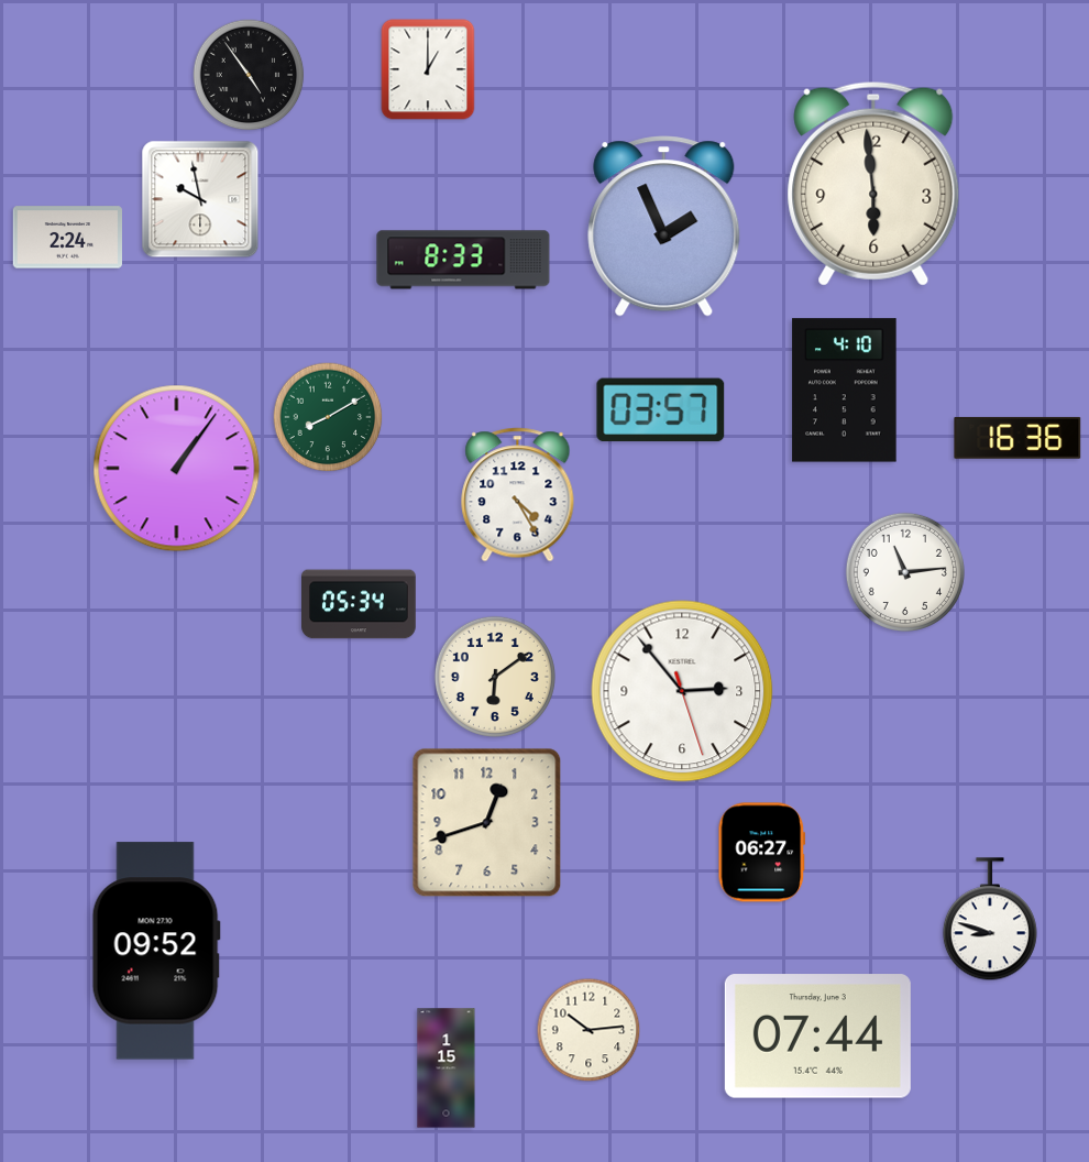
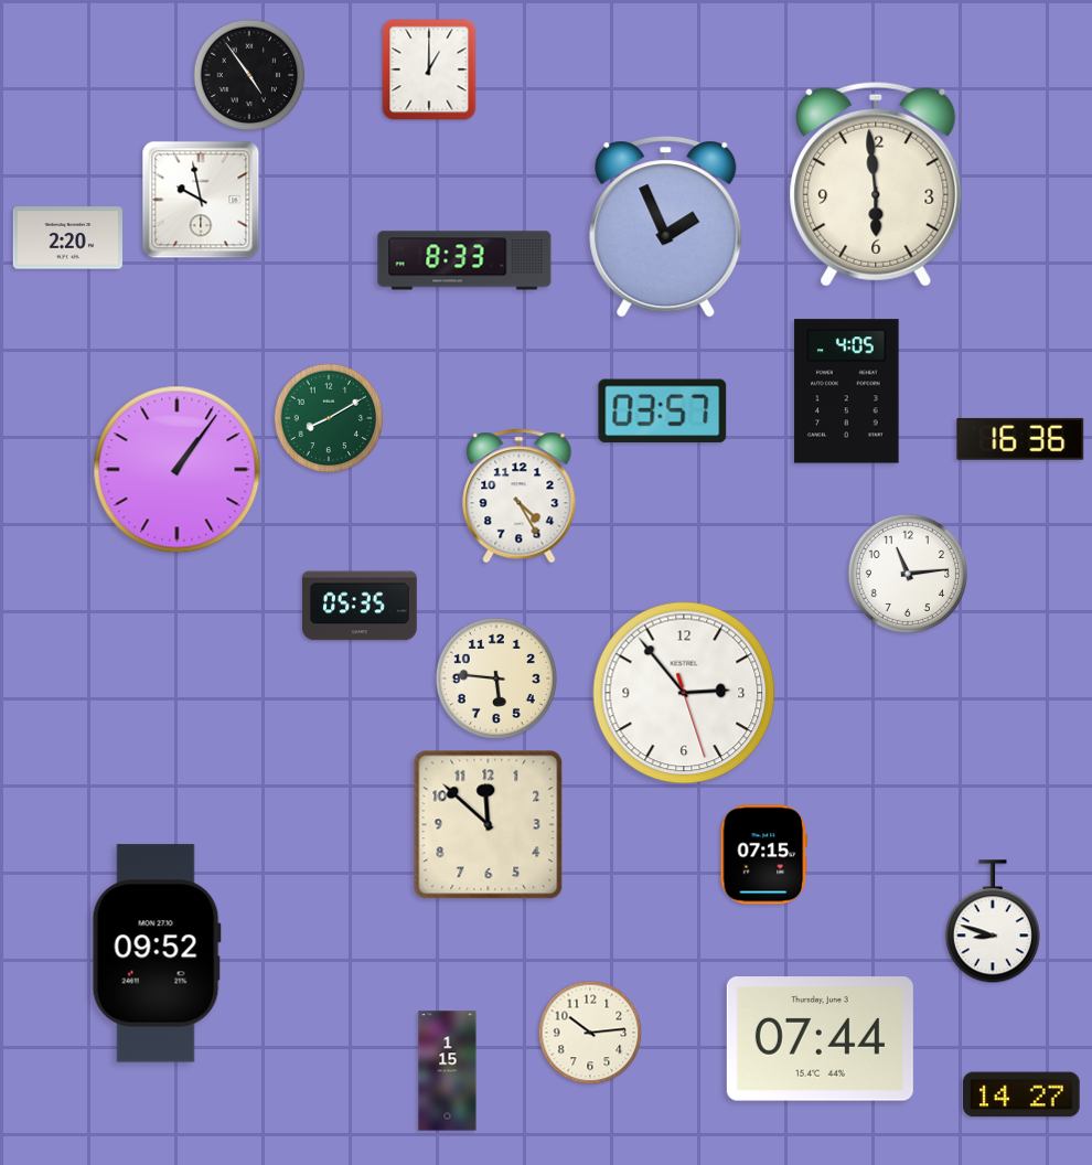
clock at (67, 238): 2:24 -> 2:20
clock at (845, 391): 4:10 -> 4:05
clock at (360, 604): 05:34 -> 05:35
clock at (495, 677): 6:09 -> 5:46
clock at (487, 823): 12:42 -> 11:52
clock at (762, 853): 06:27 -> 07:15
clock at (1021, 1094): none -> 14:27
